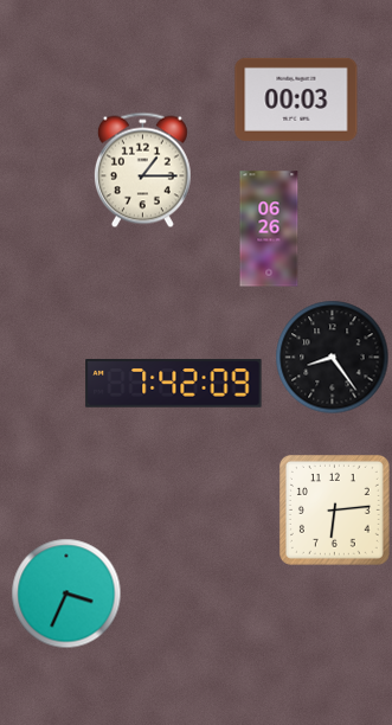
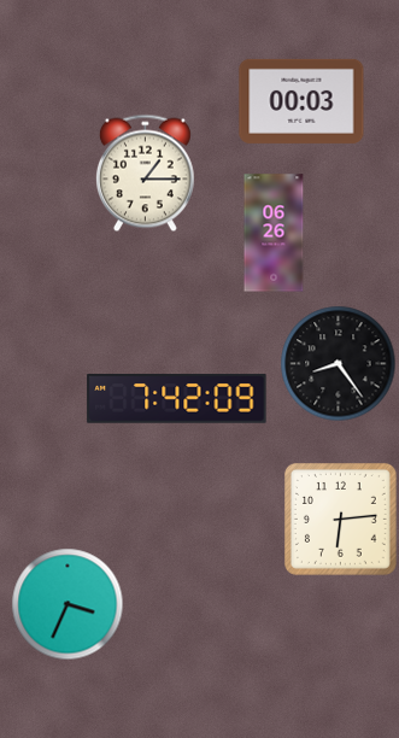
clock at (174, 384) position: (174, 384) -> (177, 399)
